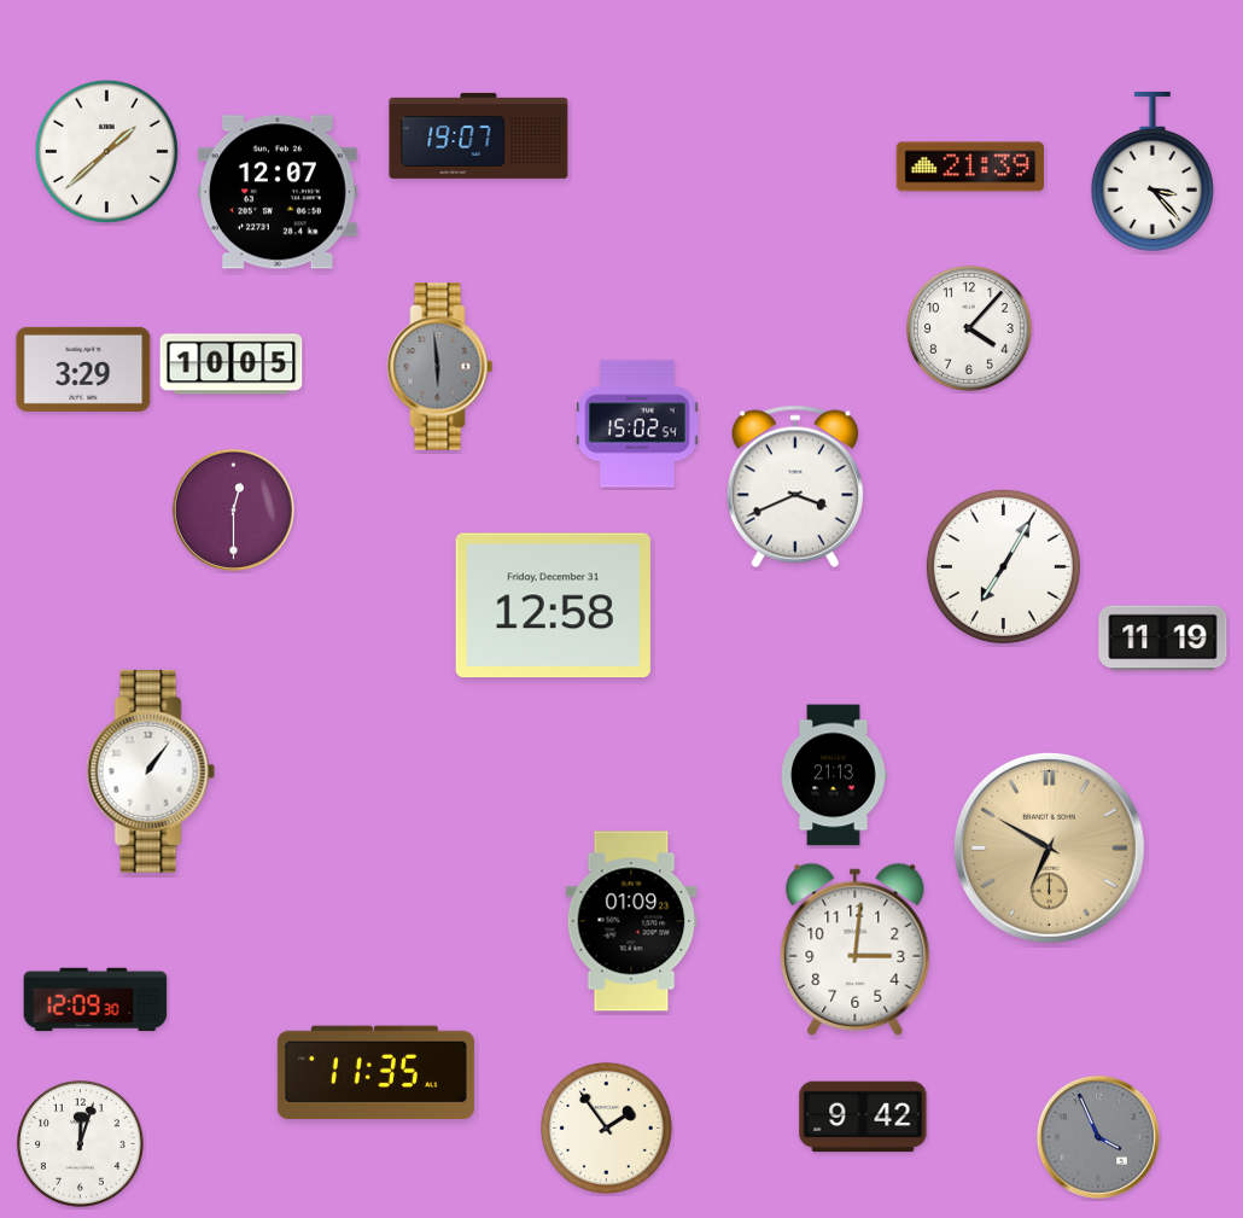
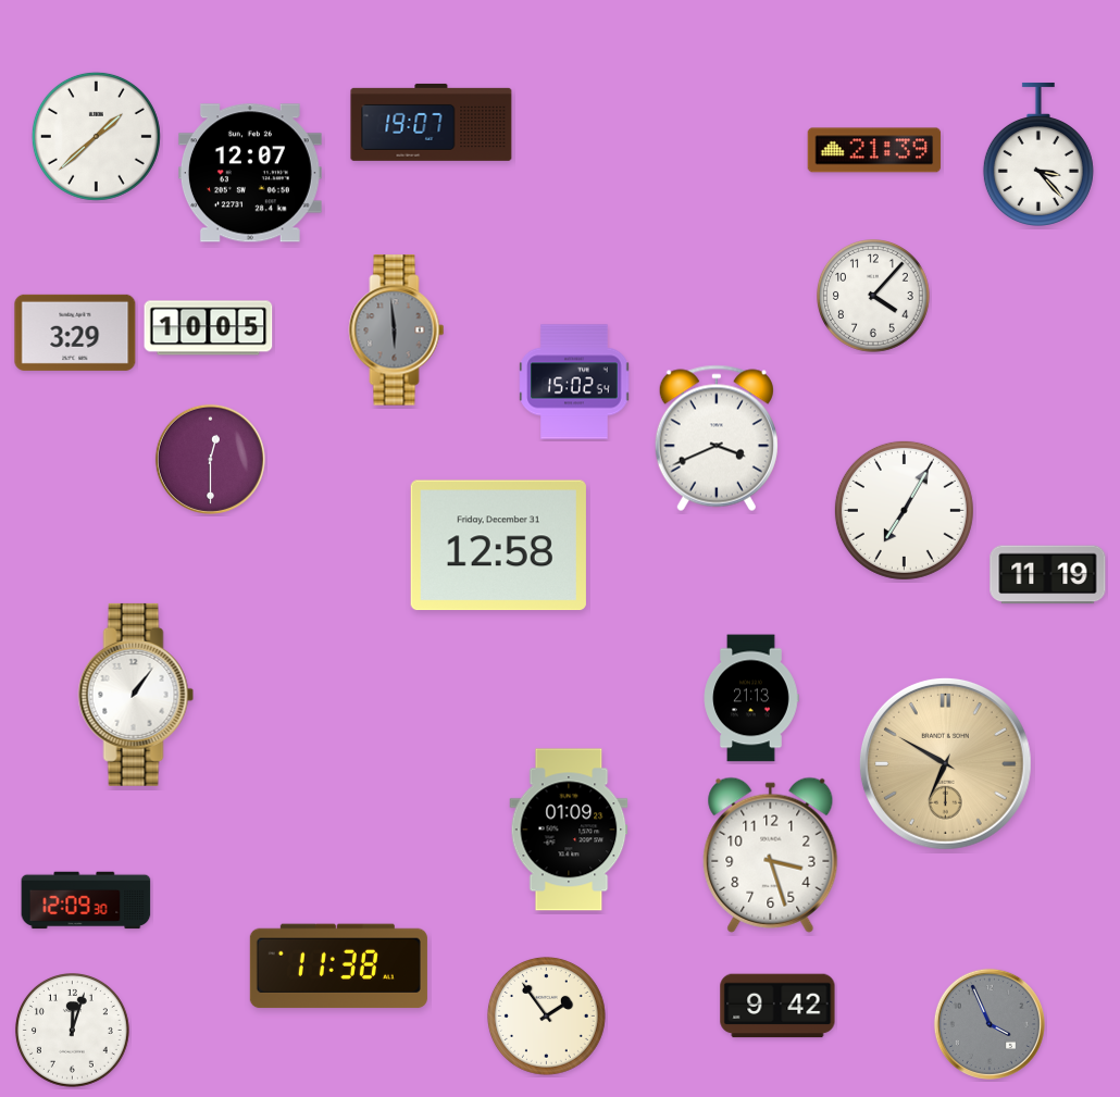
clock at (856, 949): 3:01 -> 3:27
clock at (375, 1073): 11:35 -> 11:38
